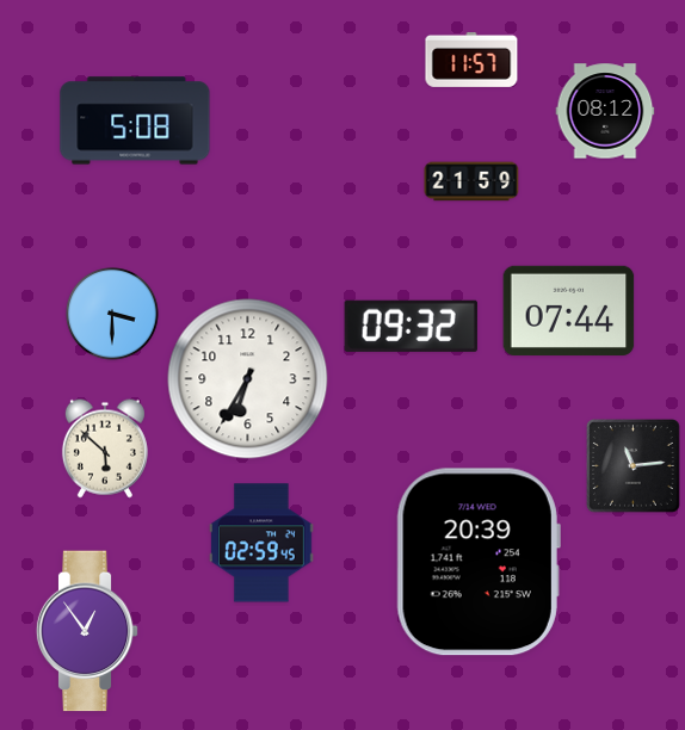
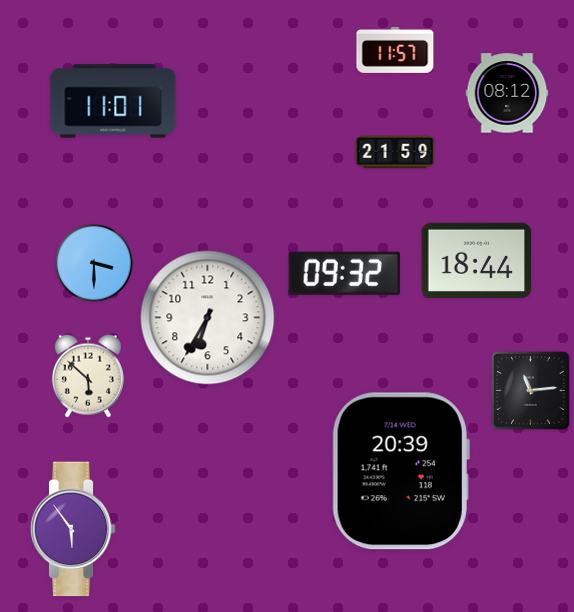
clock at (135, 120): 5:08 -> 11:01
clock at (569, 310): 07:44 -> 18:44
clock at (261, 543): 02:59 -> none
clock at (87, 631): 12:54 -> 5:54
